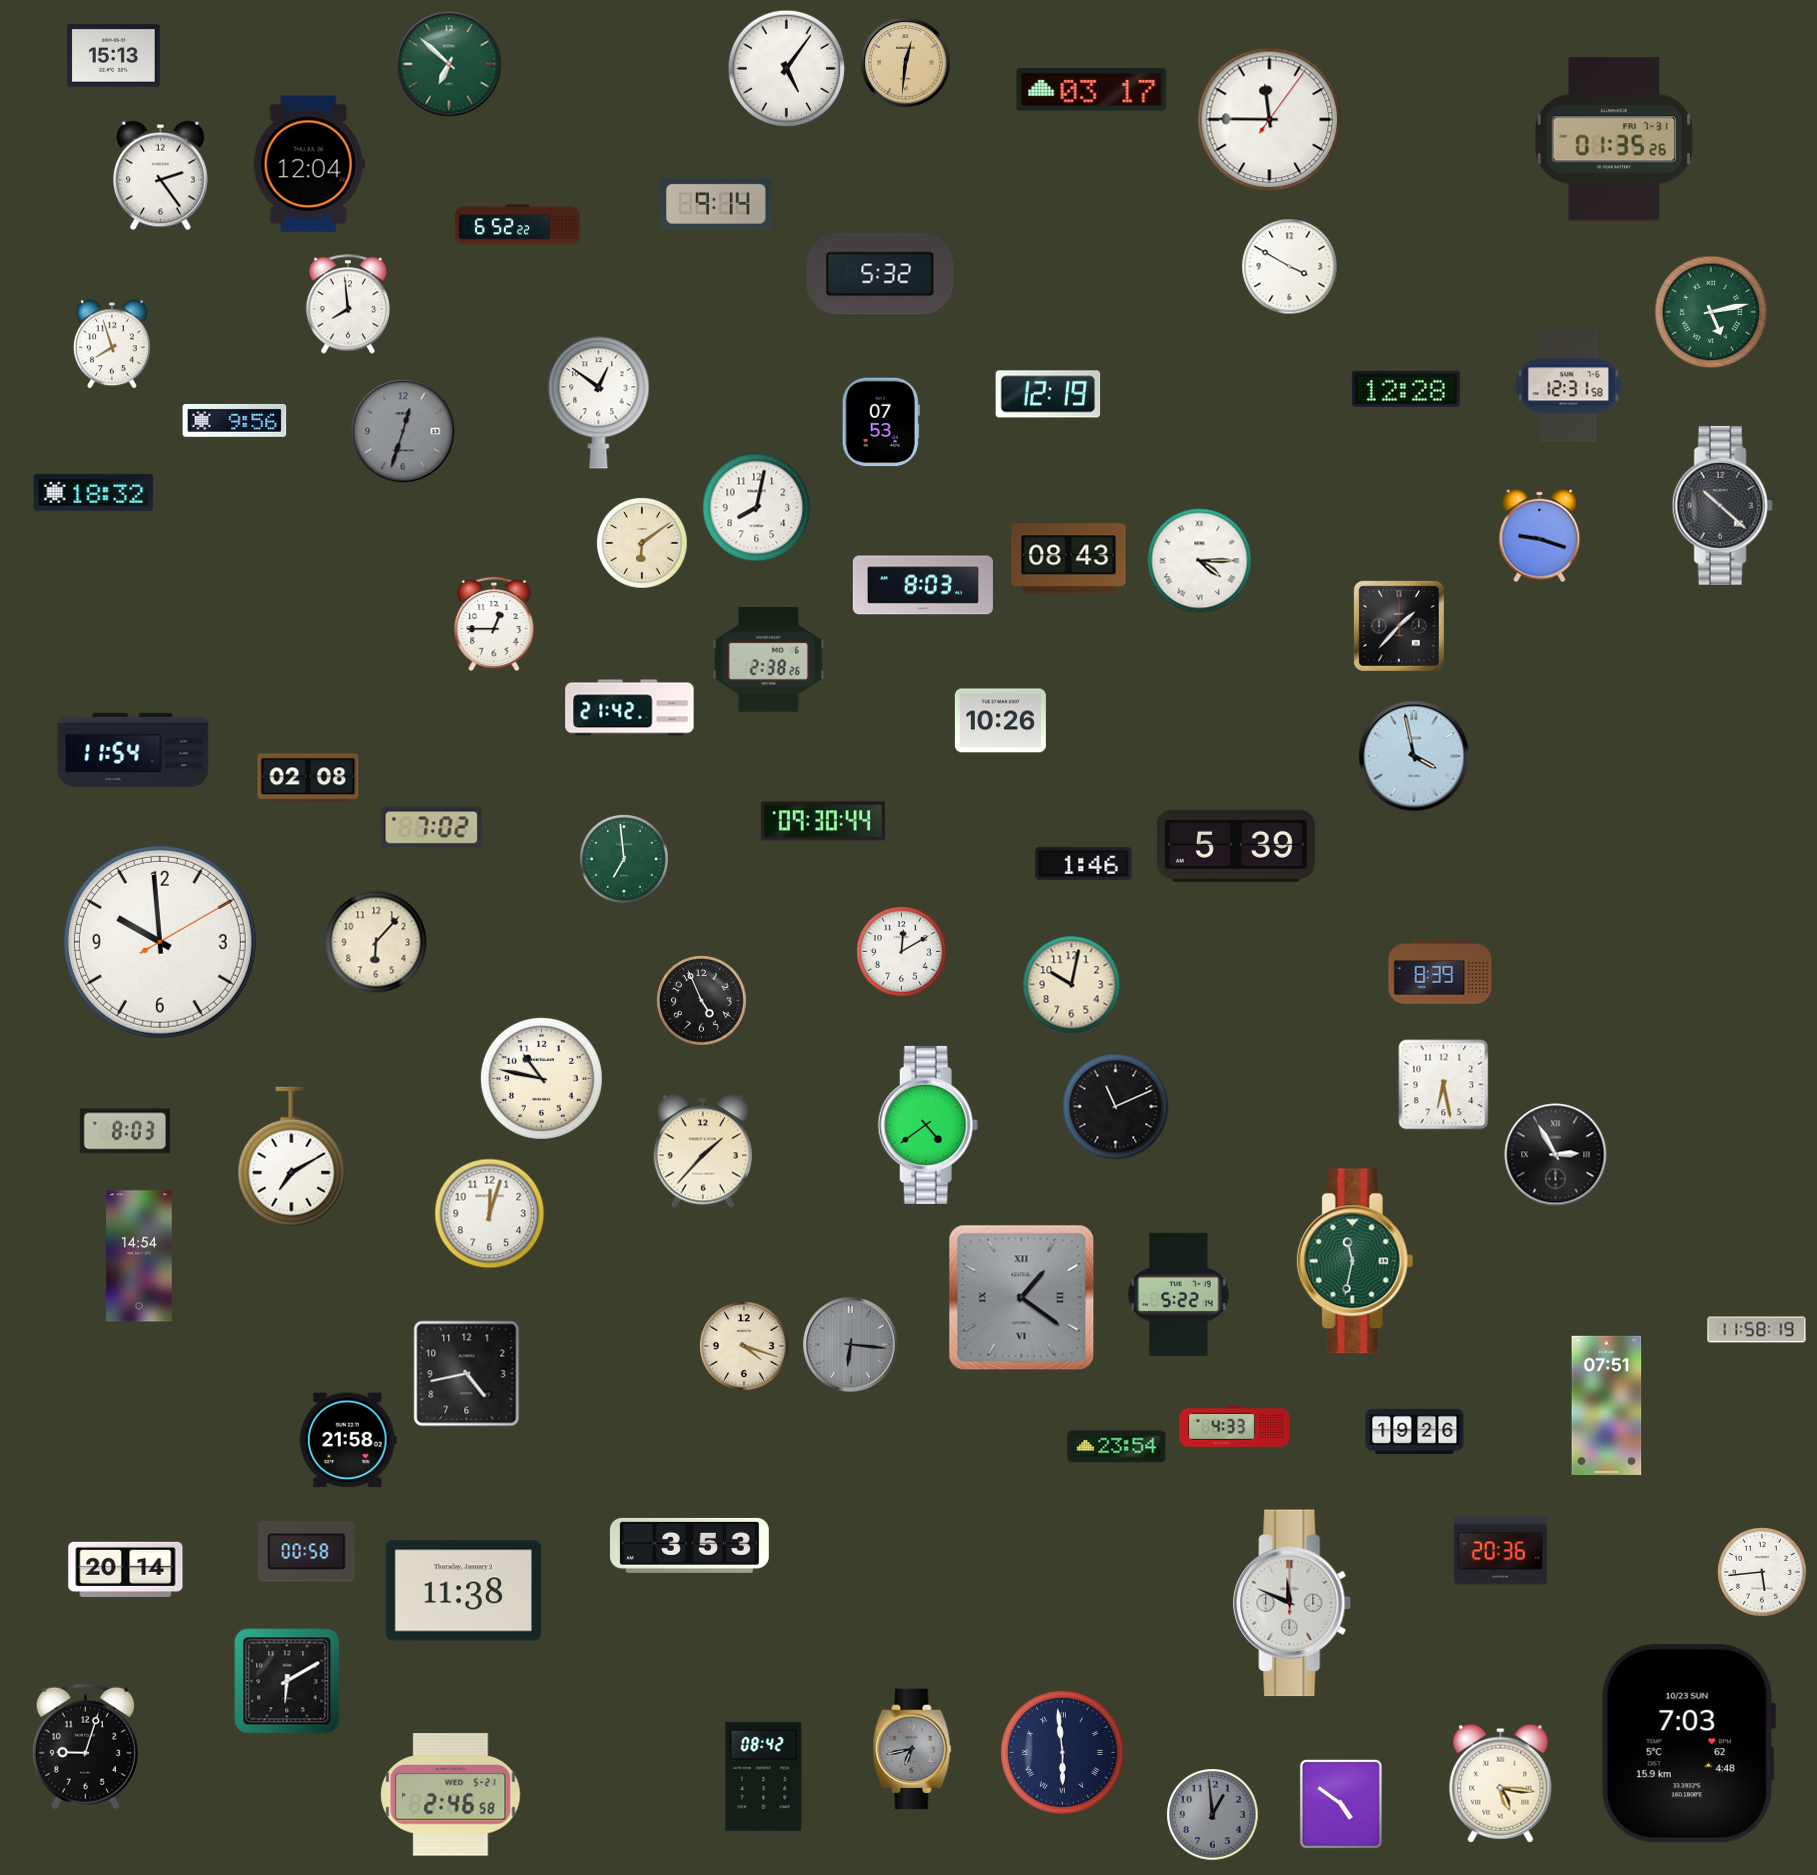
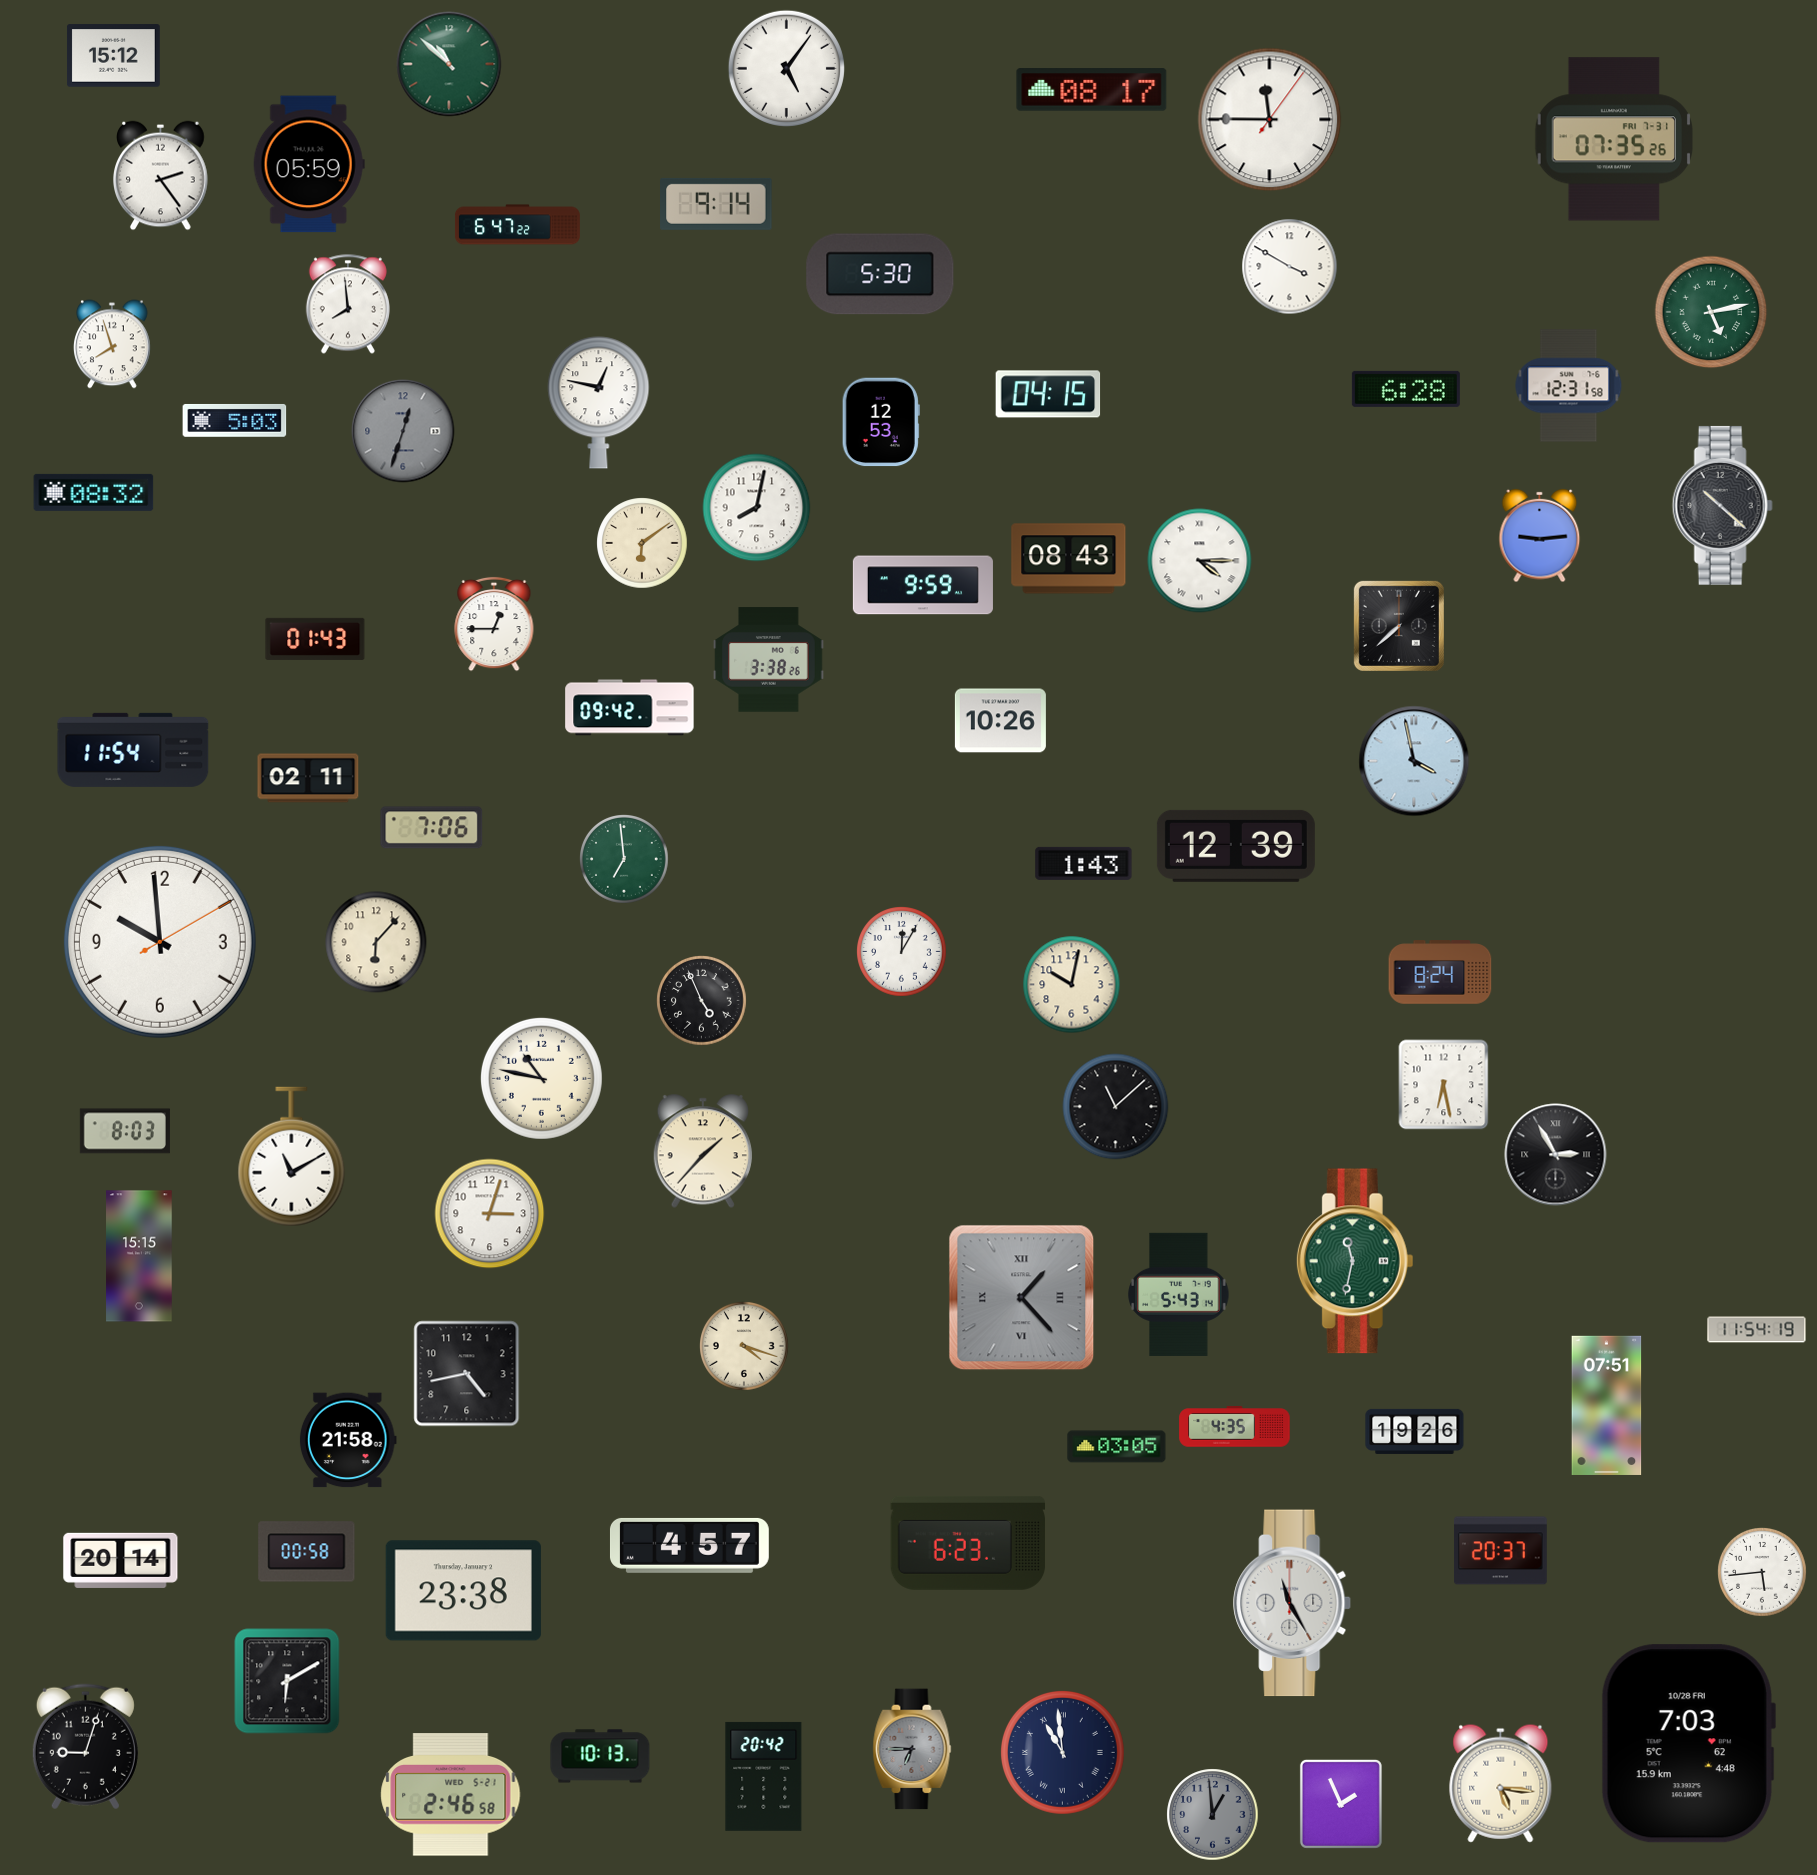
clock at (113, 56): 15:13 -> 15:12
clock at (906, 63): 12:31 -> none
clock at (449, 64): 6:52 -> 10:52
clock at (1092, 90): 03:17 -> 08:17
clock at (1613, 139): 01:35 -> 07:35
clock at (309, 164): 12:04 -> 05:59
clock at (517, 225): 6:52 -> 6:47
clock at (880, 274): 5:32 -> 5:30
clock at (1406, 389): 12:28 -> 6:28
clock at (1048, 394): 12:19 -> 04:15
clock at (599, 403): 12:51 -> 12:47
clock at (235, 420): 9:56 -> 5:03
clock at (881, 422): 07:53 -> 12:53
clock at (94, 492): 18:32 -> 08:32
clock at (1540, 536): 9:18 -> 9:14
clock at (923, 585): 8:03 -> 9:59
clock at (1399, 626): 1:37 -> 7:38
clock at (315, 639): none -> 01:43
clock at (769, 660): 2:38 -> 3:38
clock at (630, 708): 21:42 -> 09:42
clock at (1414, 756) position: (1414, 756) -> (1414, 761)
clock at (308, 778): 02:08 -> 02:11
clock at (823, 821): 09:30 -> none
clock at (432, 828): 7:02 -> 7:06
clock at (1236, 846): 5:39 -> 12:39
clock at (1084, 863): 1:46 -> 1:43
clock at (902, 952): 12:10 -> 12:05
clock at (1440, 972): 8:39 -> 8:24
clock at (1116, 1107): 11:11 -> 11:08
clock at (928, 1125): 4:39 -> none
clock at (292, 1157): 7:10 -> 11:10
clock at (490, 1214): 12:03 -> 3:03
clock at (139, 1256): 14:54 -> 15:15
clock at (1179, 1294): 5:22 -> 5:43
clock at (1022, 1298): 1:21 -> 1:23
clock at (1757, 1330): 11:58 -> 11:54
clock at (851, 1345): 6:16 -> none
clock at (1235, 1427): 4:33 -> 4:35
clock at (1117, 1447): 23:54 -> 03:05
clock at (968, 1543): none -> 6:23
clock at (689, 1545): 3:53 -> 4:57
clock at (1500, 1551): 20:36 -> 20:37
clock at (126, 1569) position: (126, 1569) -> (121, 1560)
clock at (463, 1591): 11:38 -> 23:38
clock at (1293, 1603): 11:49 -> 11:25
clock at (1688, 1744) date: 10/23 SUN -> 10/28 FRI
clock at (912, 1749): 6:43 -> 6:45
clock at (1062, 1752): 5:59 -> 10:59
clock at (600, 1756): none -> 10:13
clock at (764, 1776): 08:42 -> 20:42
clock at (1341, 1804): 4:51 -> 1:56
